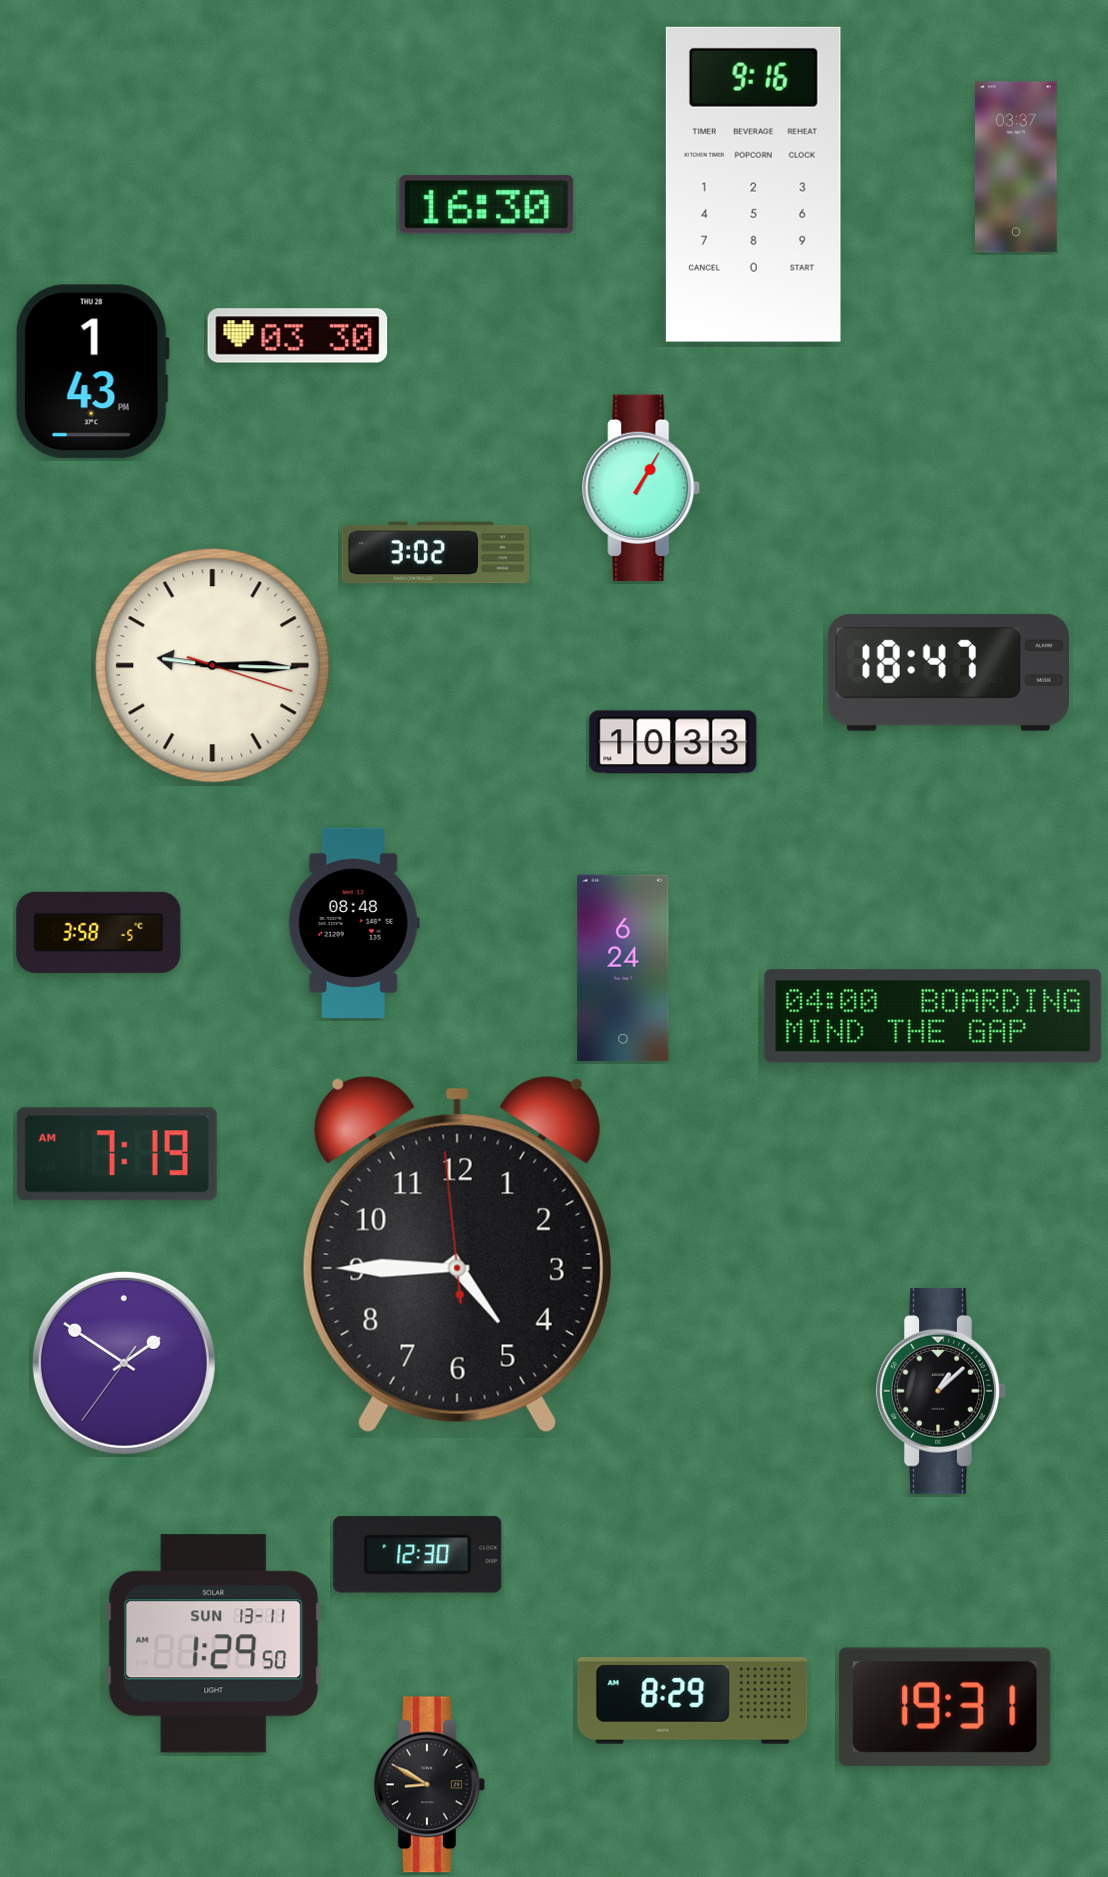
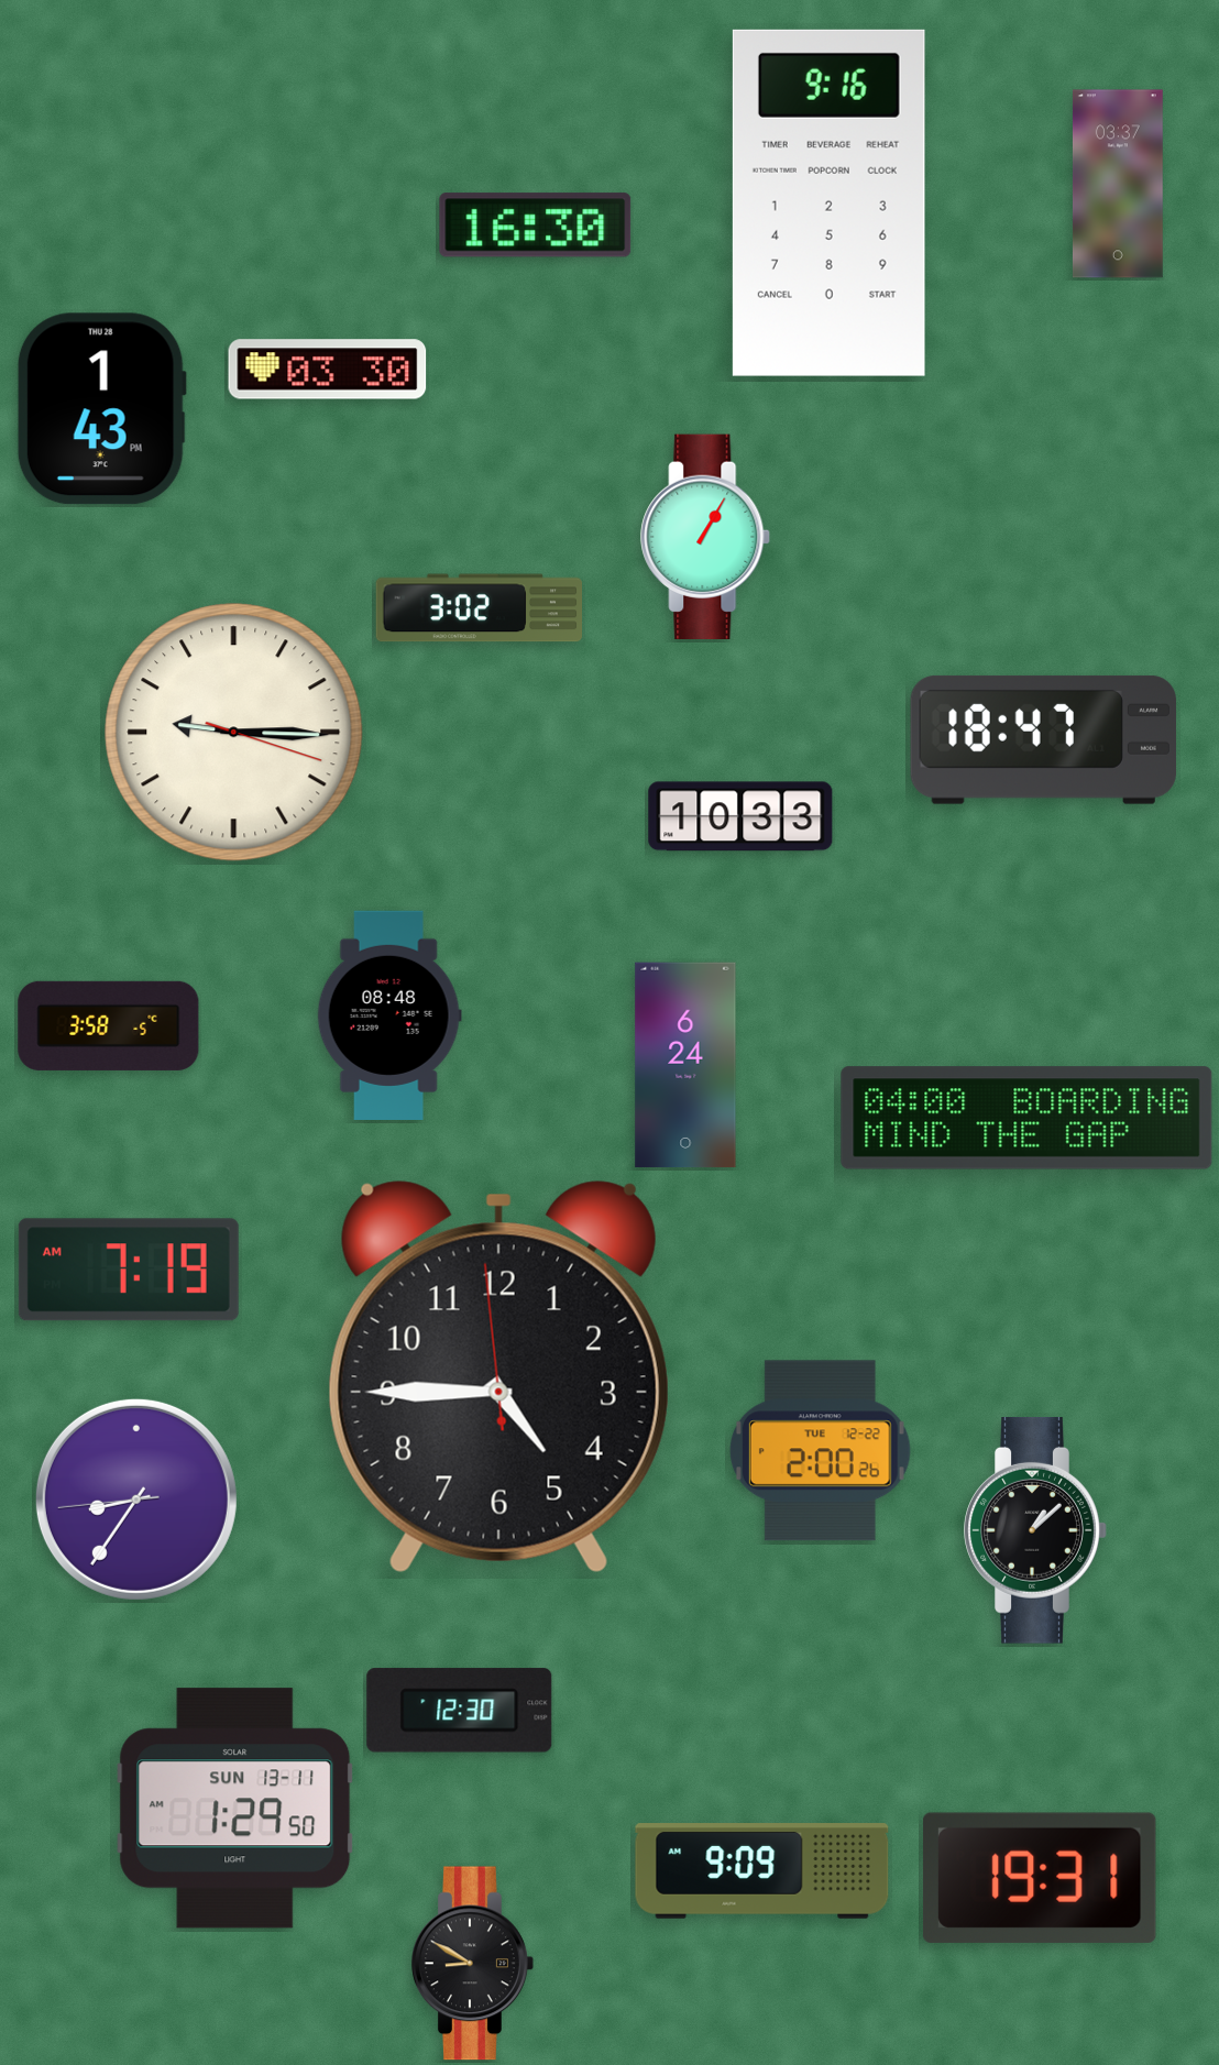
clock at (457, 1255) position: (457, 1255) -> (498, 1377)
clock at (820, 1451): none -> 2:00
clock at (124, 1363): 1:50 -> 8:35
clock at (693, 1701): 8:29 -> 9:09
